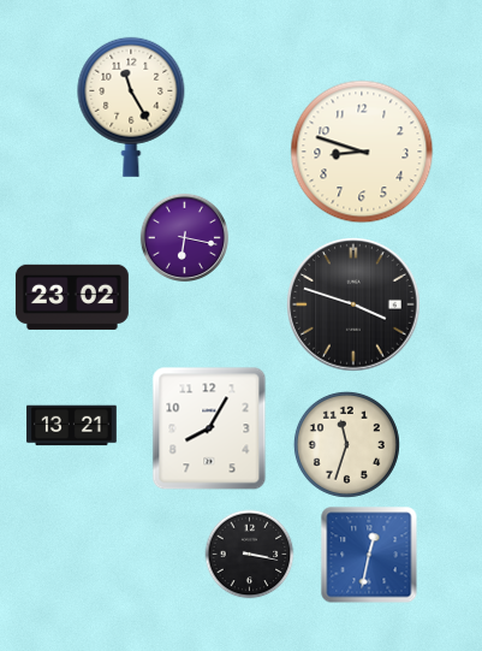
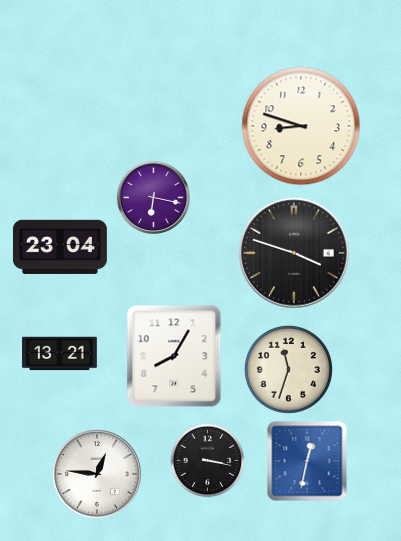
clock at (131, 107): 11:25 -> none
clock at (72, 297): 23:02 -> 23:04
clock at (97, 474): none -> 12:46
